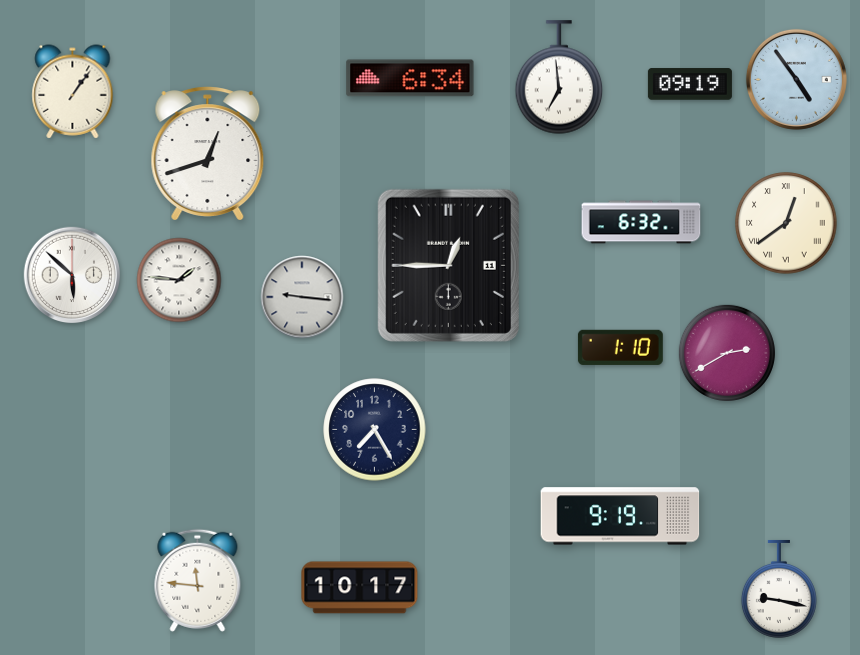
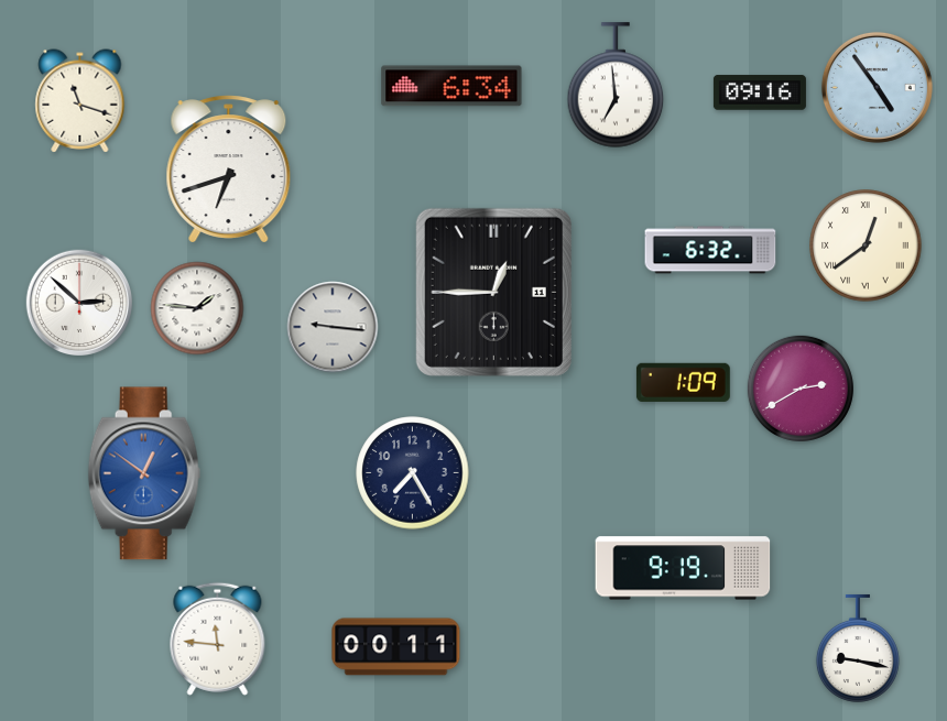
clock at (690, 84): 09:19 -> 09:16
clock at (73, 92): 1:06 -> 11:18
clock at (208, 154): 12:42 -> 6:42
clock at (641, 222) position: (641, 222) -> (710, 250)
clock at (72, 275): 5:52 -> 2:52
clock at (620, 347): 1:10 -> 1:09
clock at (144, 473): none -> 12:51
clock at (360, 588): 10:17 -> 00:11
